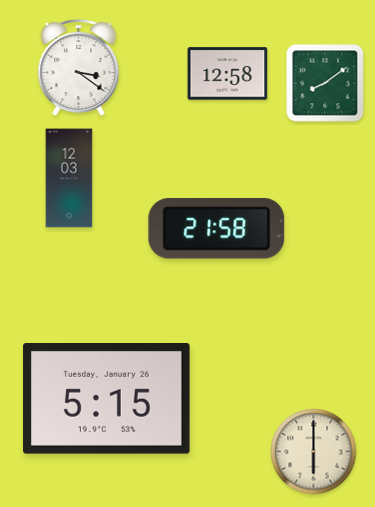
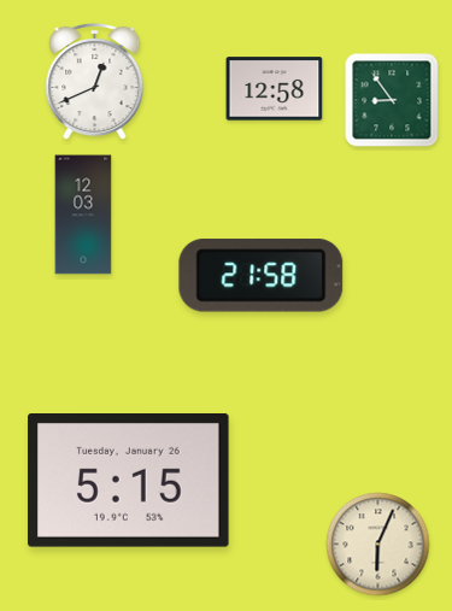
clock at (79, 68): 3:21 -> 12:41
clock at (325, 83): 8:09 -> 8:54
clock at (314, 452): 6:00 -> 6:04
